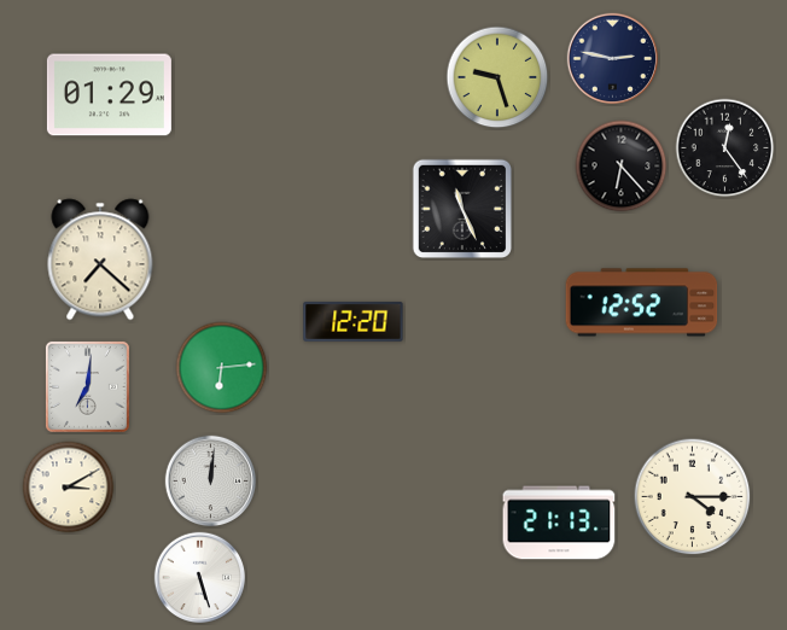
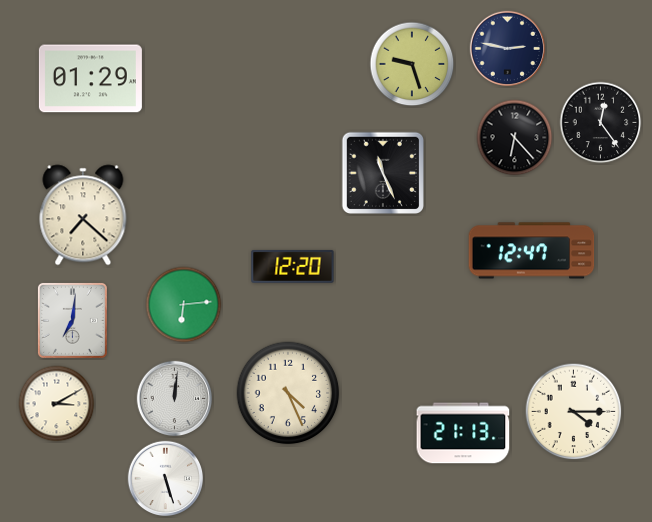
clock at (642, 303): 12:52 -> 12:47
clock at (288, 393): none -> 4:26
